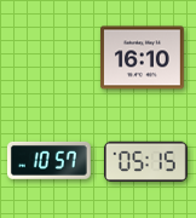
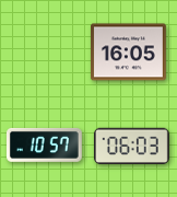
clock at (143, 58): 16:10 -> 16:05
clock at (145, 162): 05:15 -> 06:03
